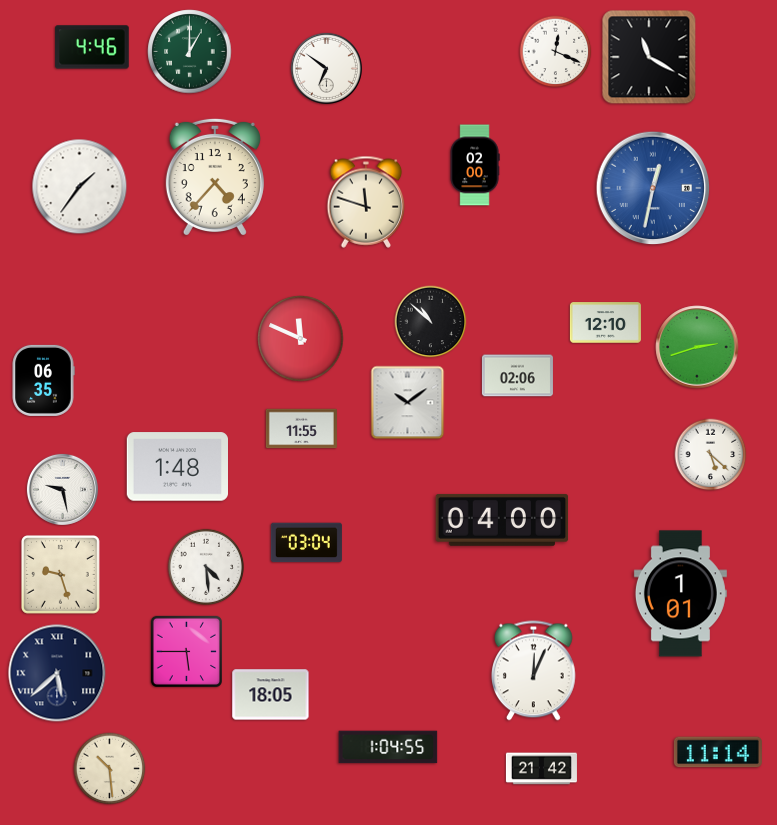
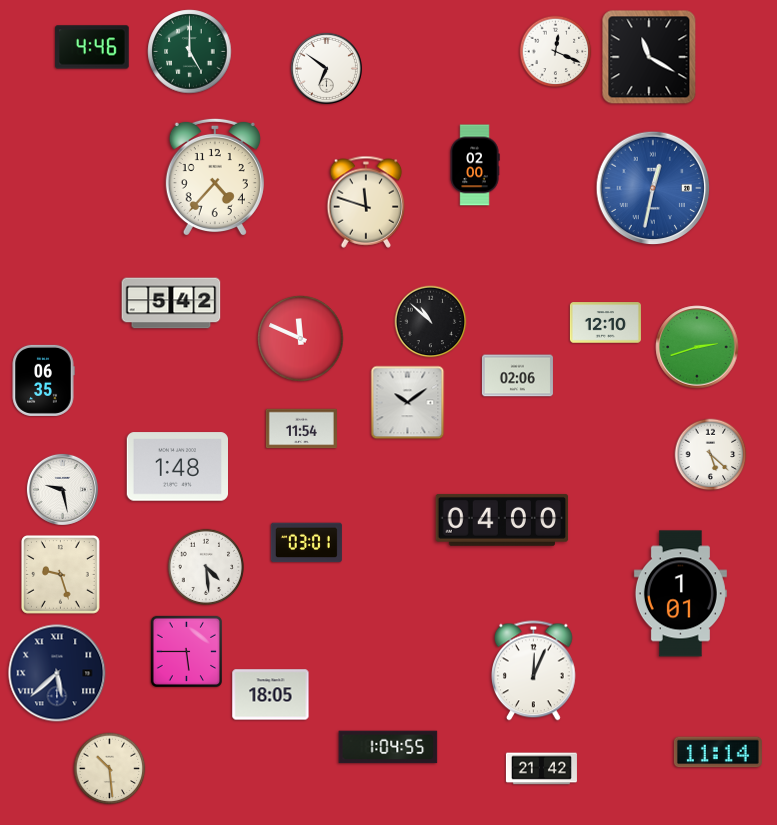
clock at (190, 52): 1:00 -> 5:00
clock at (80, 187): 1:36 -> none
clock at (171, 303): none -> 5:42
clock at (301, 429): 11:55 -> 11:54
clock at (306, 543): 03:04 -> 03:01
